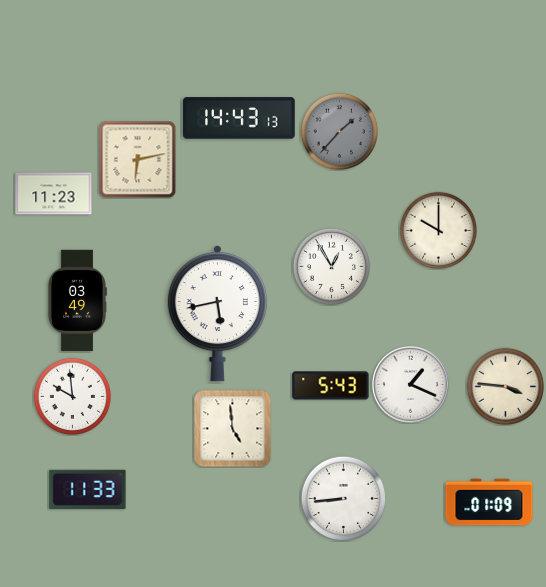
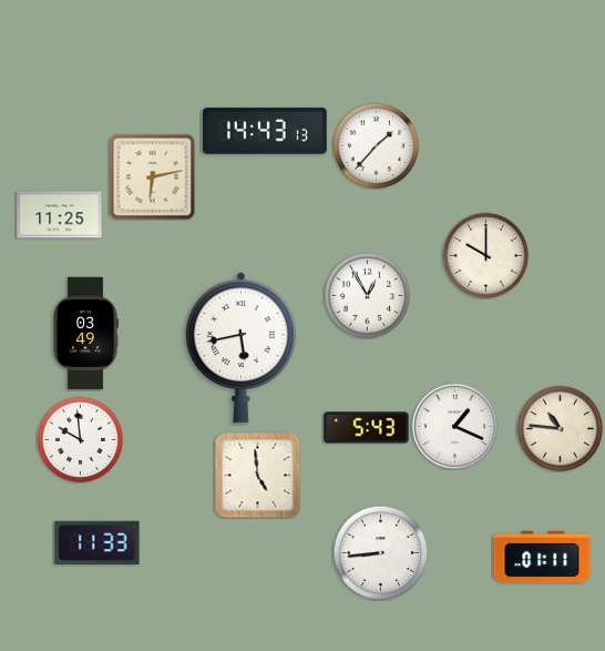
clock at (339, 131) dial: grey -> white
clock at (54, 194): 11:23 -> 11:25
clock at (505, 386): 3:46 -> 10:46
clock at (489, 502): 01:09 -> 01:11
